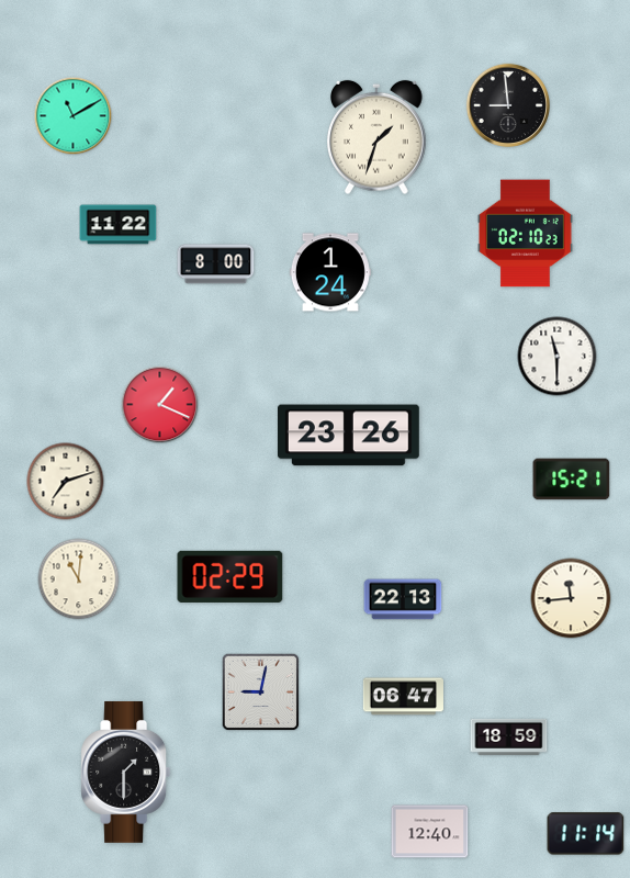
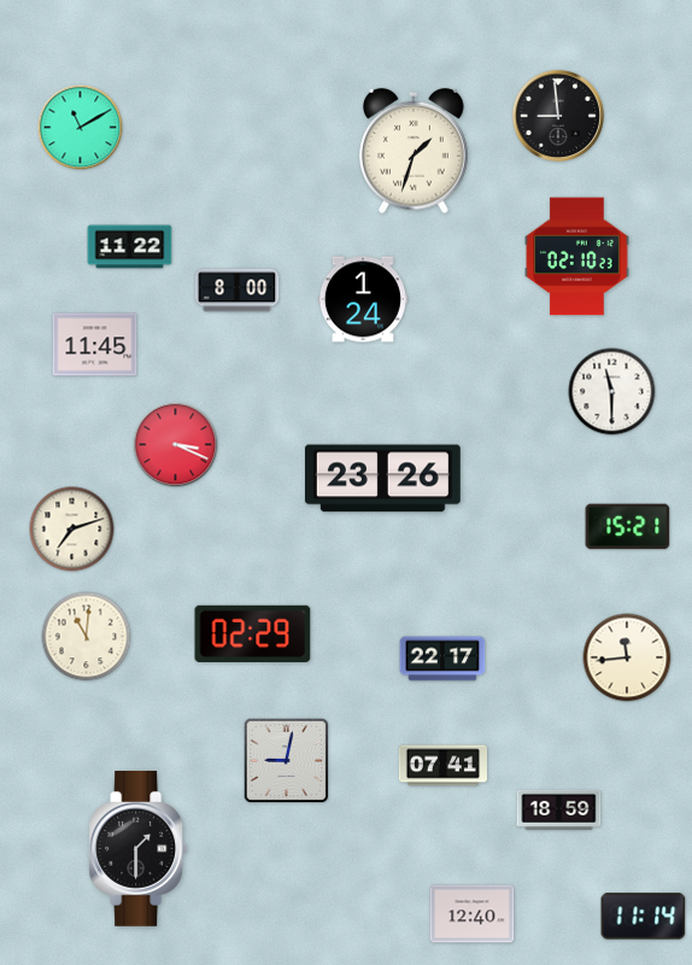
clock at (95, 345): none -> 11:45
clock at (160, 405): 1:19 -> 3:19
clock at (403, 599): 22:13 -> 22:17
clock at (403, 697): 06:47 -> 07:41
